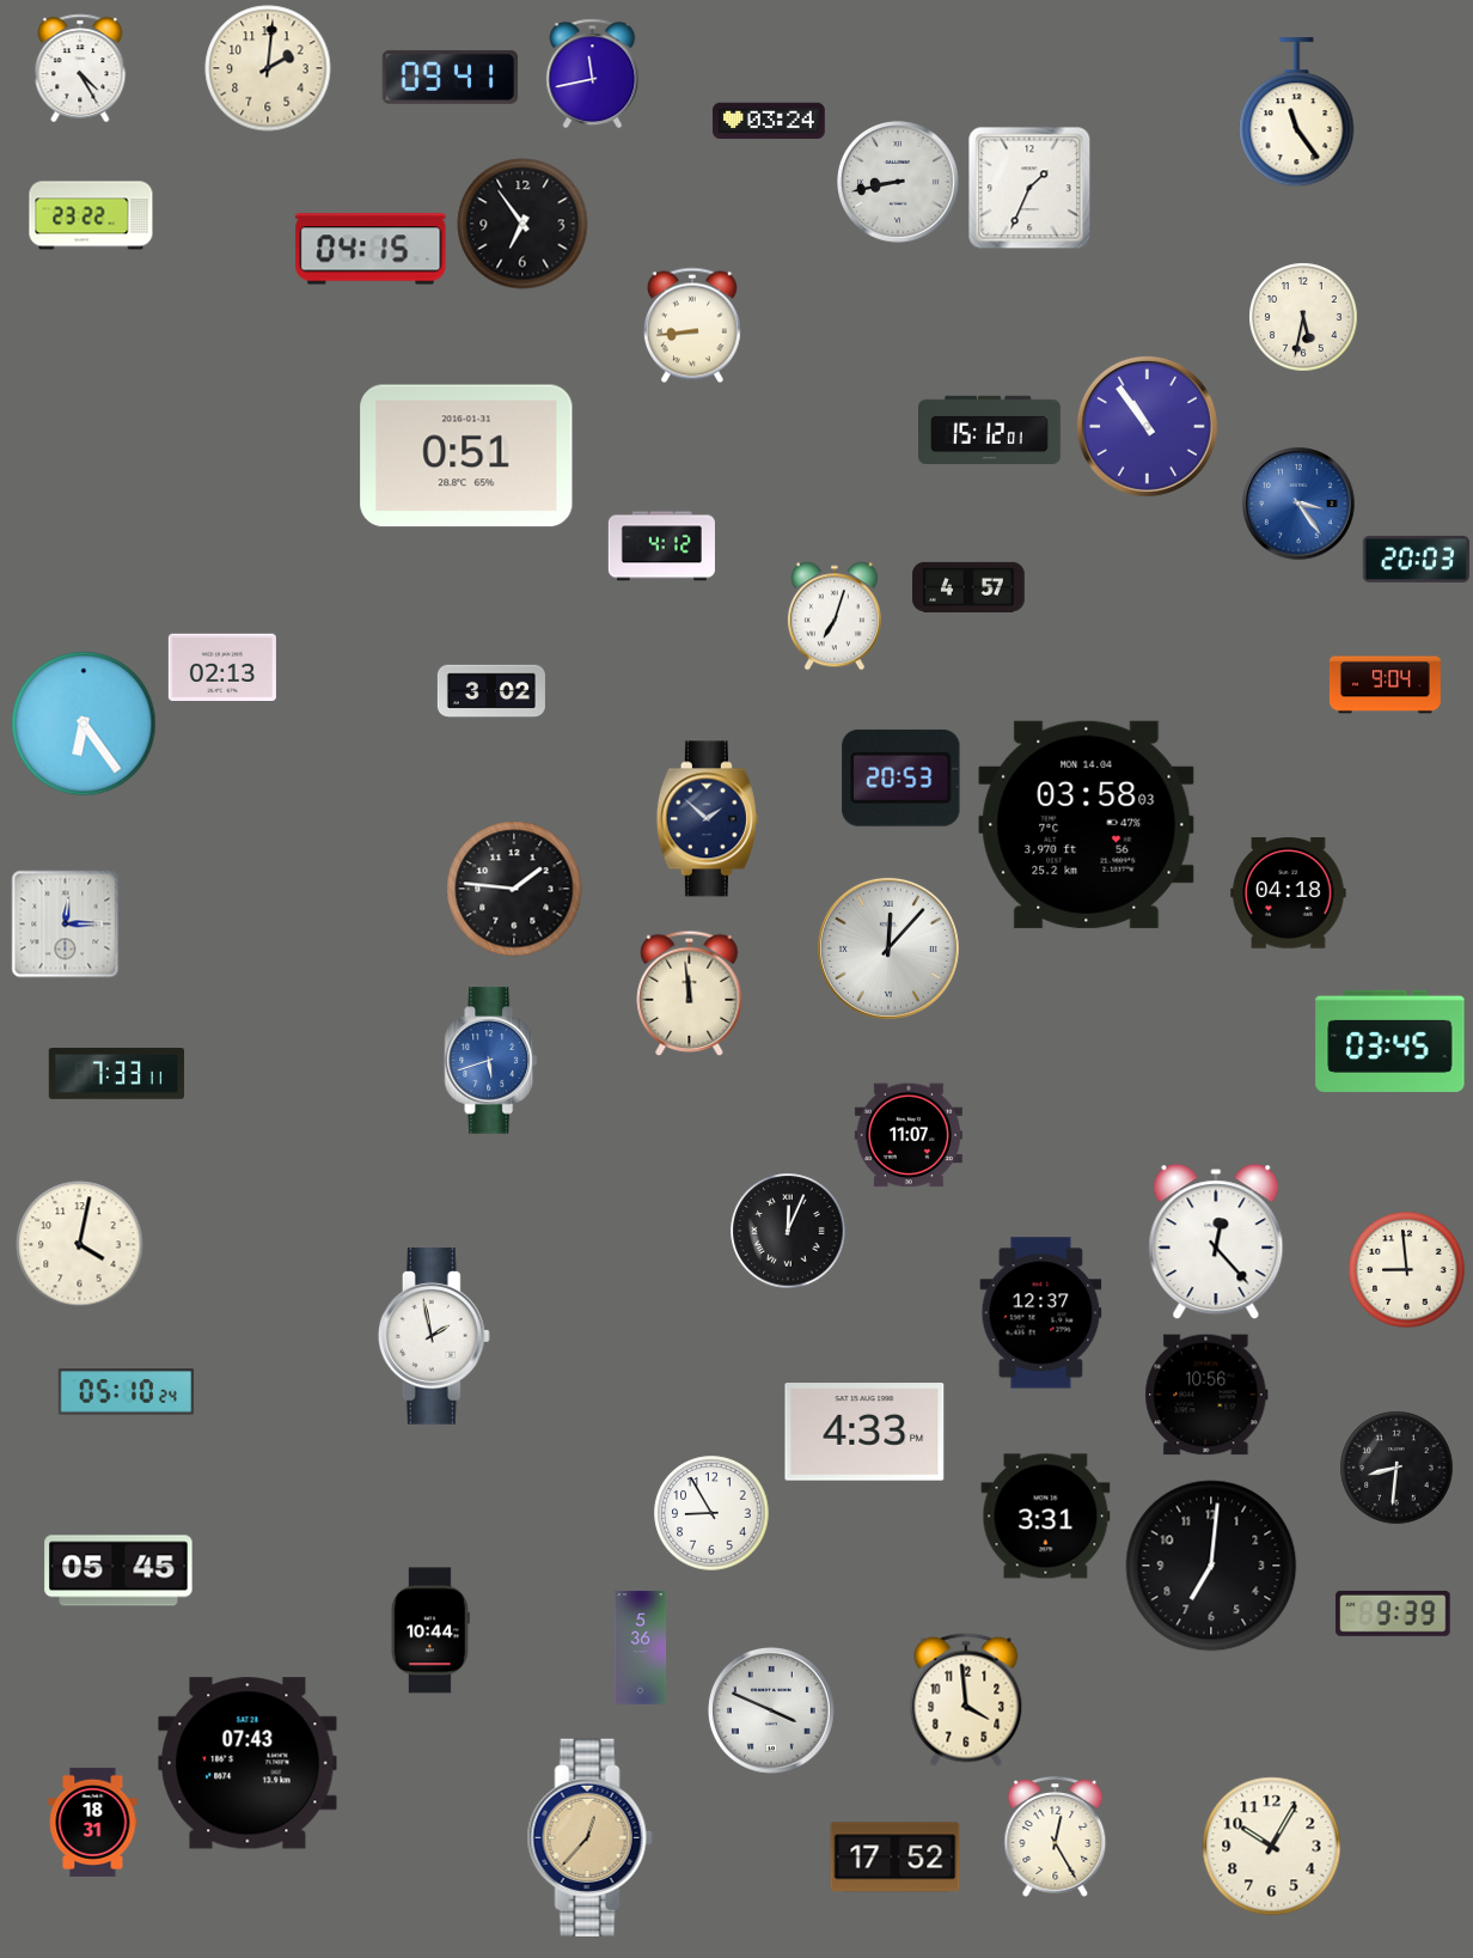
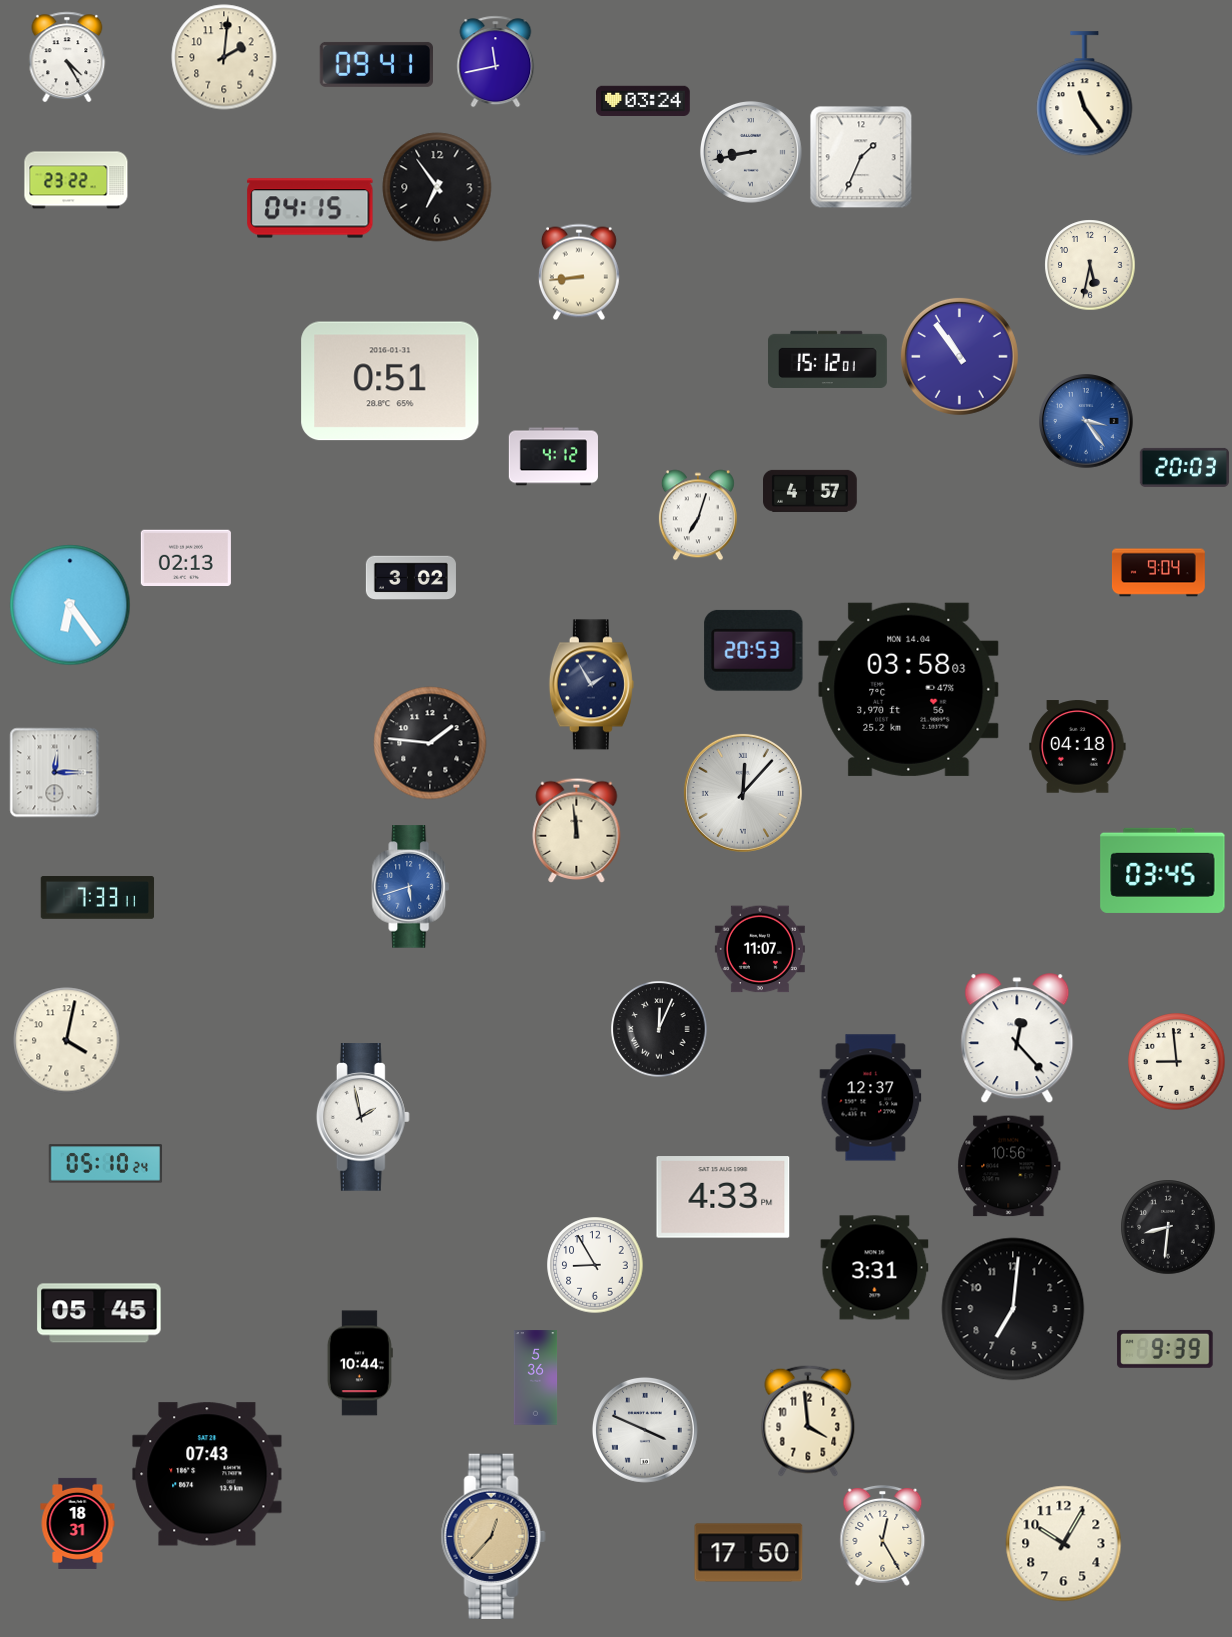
clock at (707, 819): 1:52 -> 1:55
clock at (896, 1858): 17:52 -> 17:50
